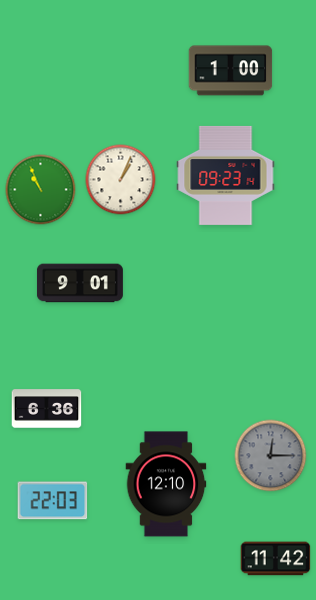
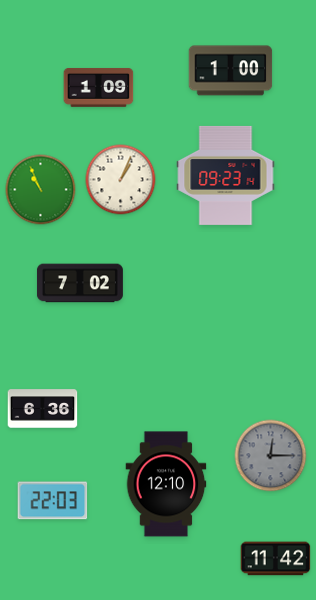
clock at (99, 87): none -> 1:09
clock at (80, 283): 9:01 -> 7:02
clock at (47, 409) position: (47, 409) -> (43, 409)
